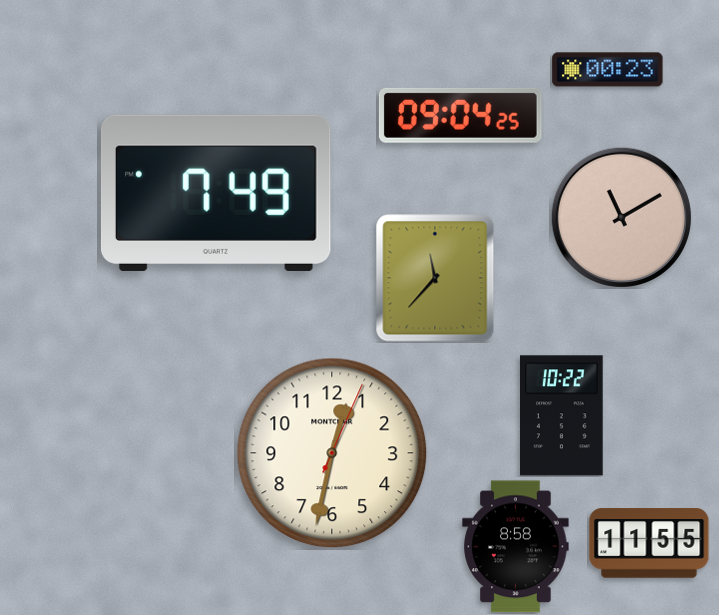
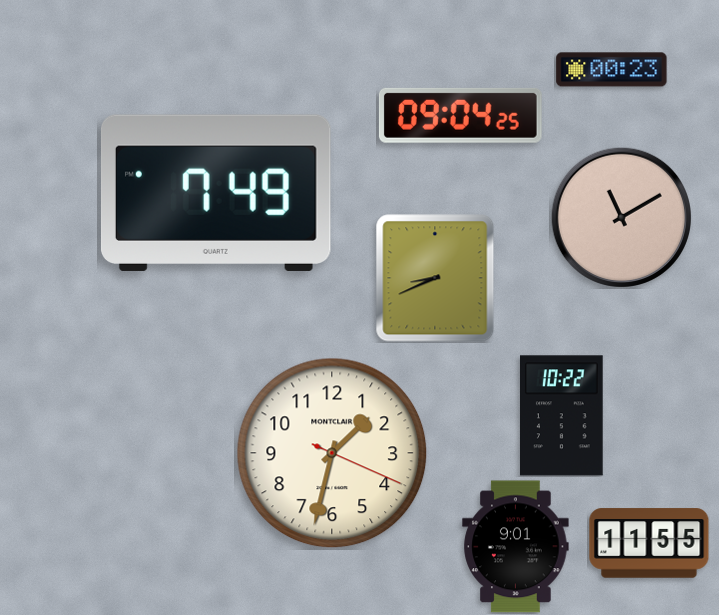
clock at (608, 70) position: (608, 70) -> (612, 70)
clock at (435, 278): 11:37 -> 8:41
clock at (332, 453): 12:32 -> 1:32
clock at (516, 547): 8:58 -> 9:01
